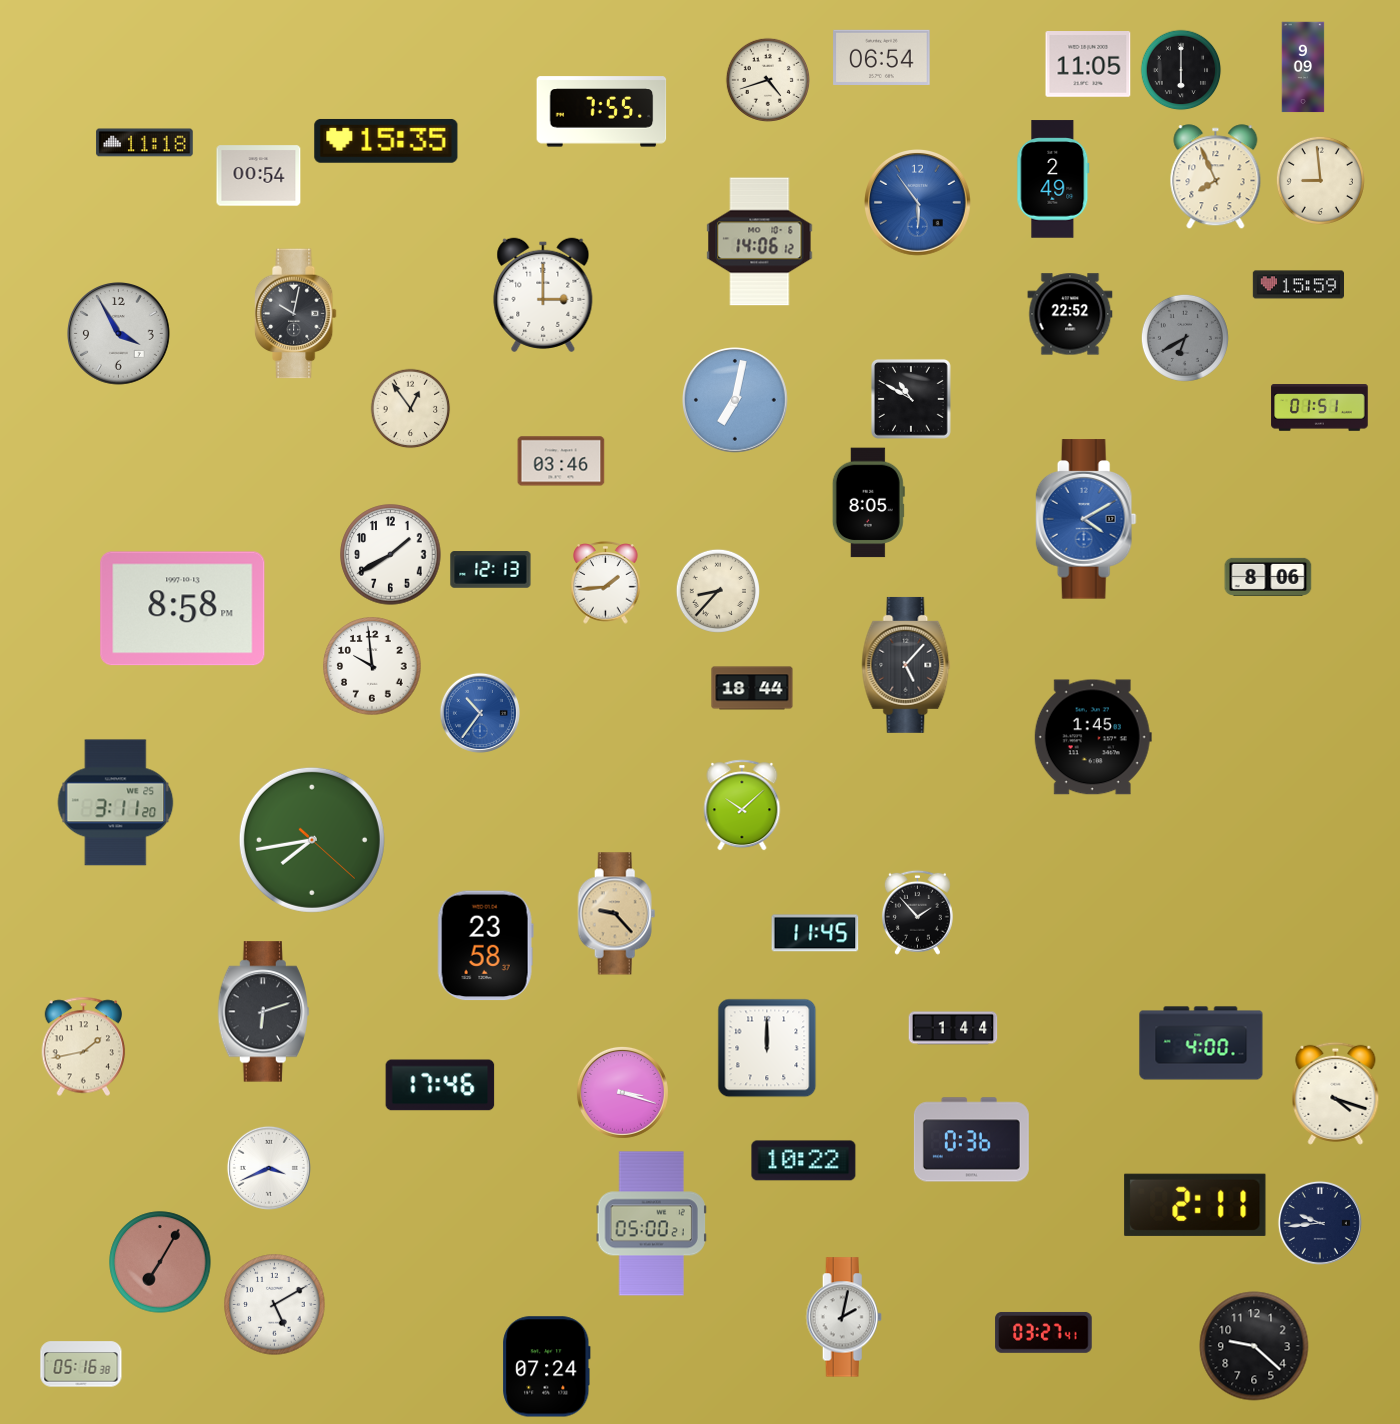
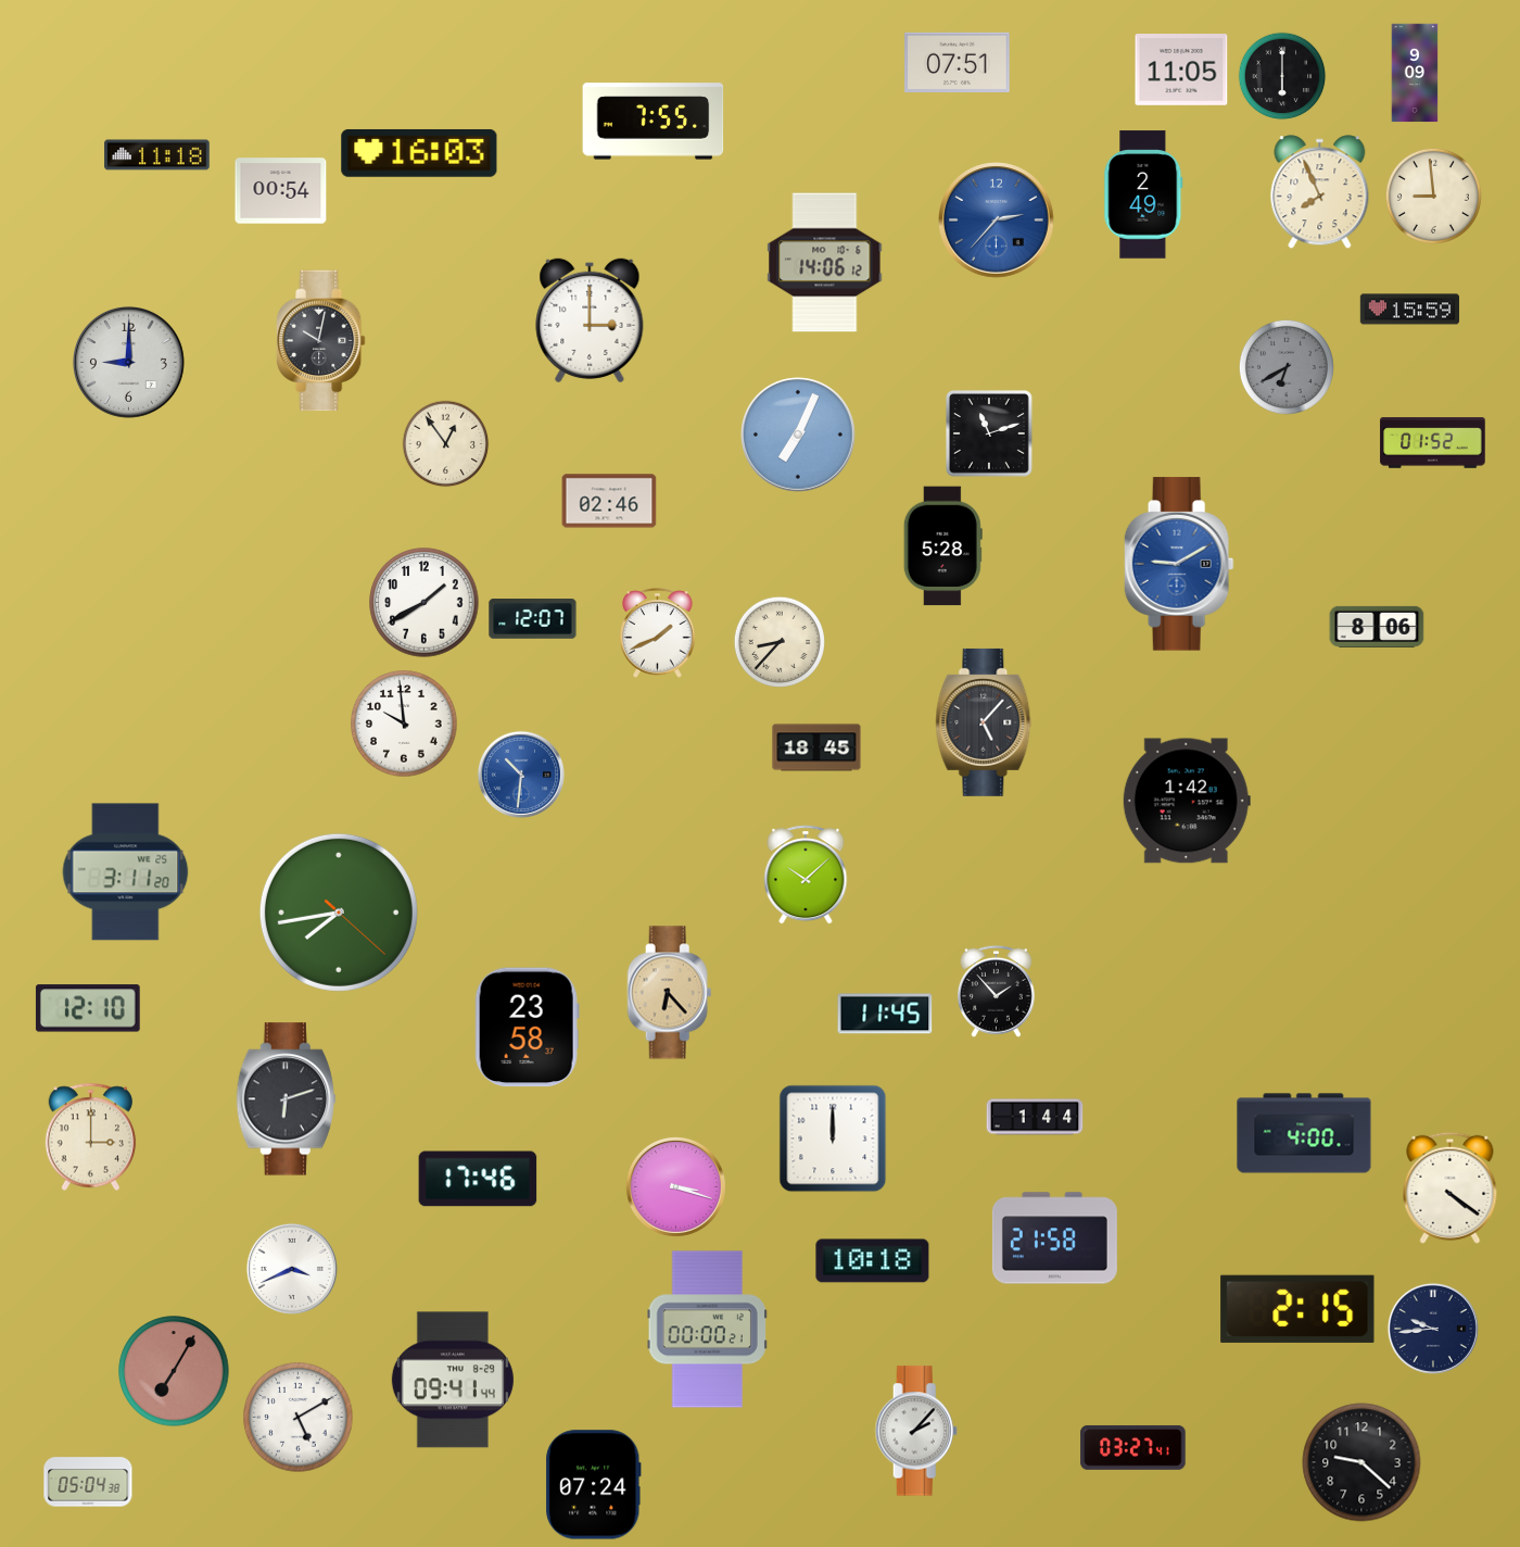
clock at (882, 57): 06:54 -> 07:51
clock at (767, 79): 4:42 -> none
clock at (386, 141): 15:35 -> 16:03
clock at (918, 203): 5:54 -> 2:37
clock at (1070, 314): 22:52 -> none
clock at (119, 334): 3:55 -> 9:00
clock at (911, 399): 10:50 -> 11:12
clock at (736, 401): 7:02 -> 7:04
clock at (1320, 408): 01:51 -> 01:52
clock at (561, 461): 03:46 -> 02:46
clock at (868, 503): 8:05 -> 5:28
clock at (1086, 519): 4:10 -> 9:10
clock at (491, 570): 12:13 -> 12:07
clock at (606, 583): 1:44 -> 1:41
clock at (183, 609): 8:58 -> none
clock at (752, 688): 18:44 -> 18:45
clock at (480, 713): 10:36 -> 10:31
clock at (1093, 737): 1:45 -> 1:42
clock at (617, 914): 9:23 -> 6:23
clock at (88, 1008): none -> 12:10
clock at (84, 1047): 1:43 -> 3:00
clock at (1336, 1093): 4:18 -> 4:21
clock at (971, 1140): 0:36 -> 21:58
clock at (804, 1161): 10:22 -> 10:18
clock at (1195, 1205): 2:11 -> 2:15
clock at (651, 1224): 05:00 -> 00:00
clock at (453, 1380): none -> 09:41
clock at (844, 1317): 2:02 -> 2:07
clock at (81, 1364): 05:16 -> 05:04
